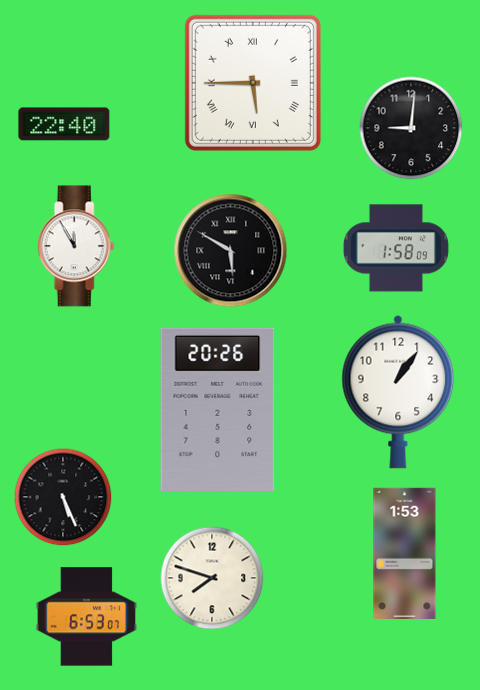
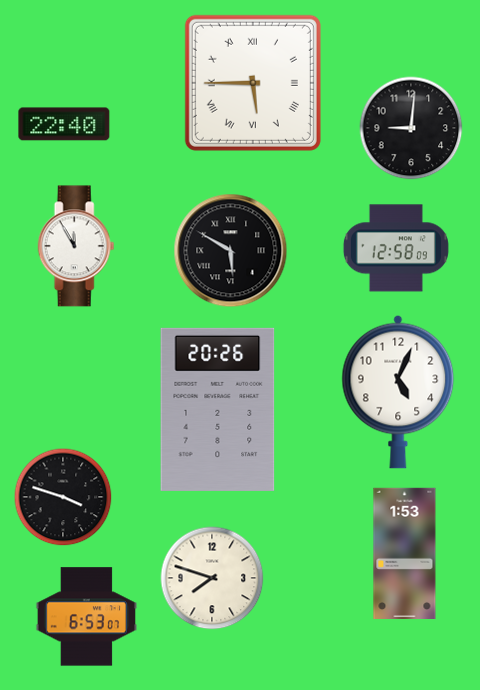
clock at (396, 248): 1:58 -> 12:58
clock at (398, 392): 1:06 -> 5:04
clock at (63, 497): 5:26 -> 3:48
